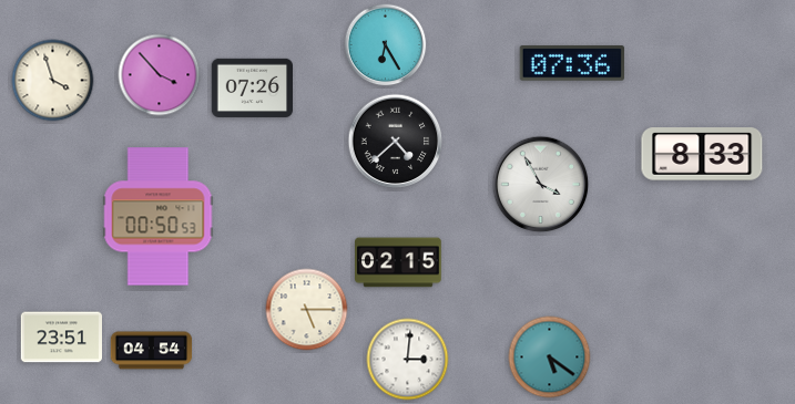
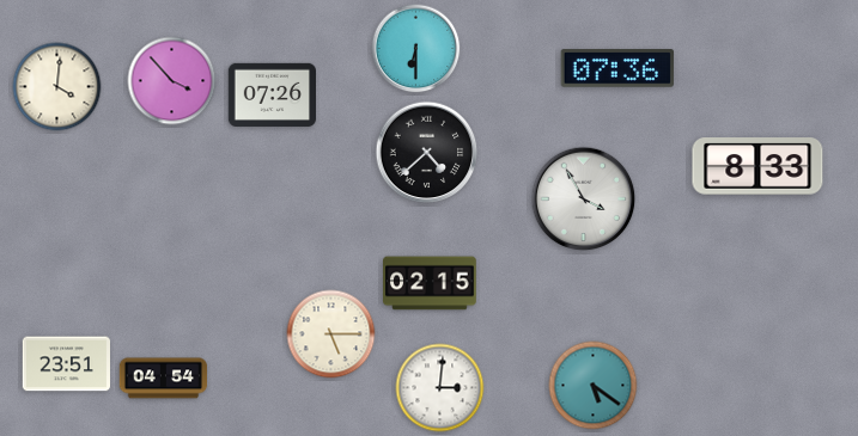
clock at (386, 45): 6:25 -> 6:30
clock at (53, 81): 3:57 -> 4:01
clock at (159, 217): 00:50 -> none
